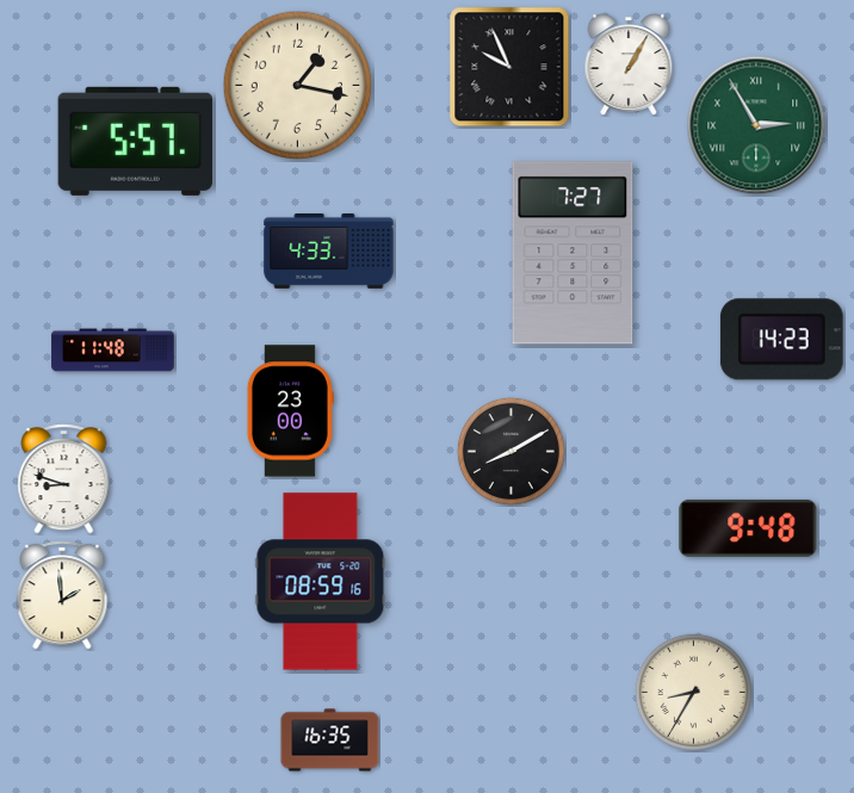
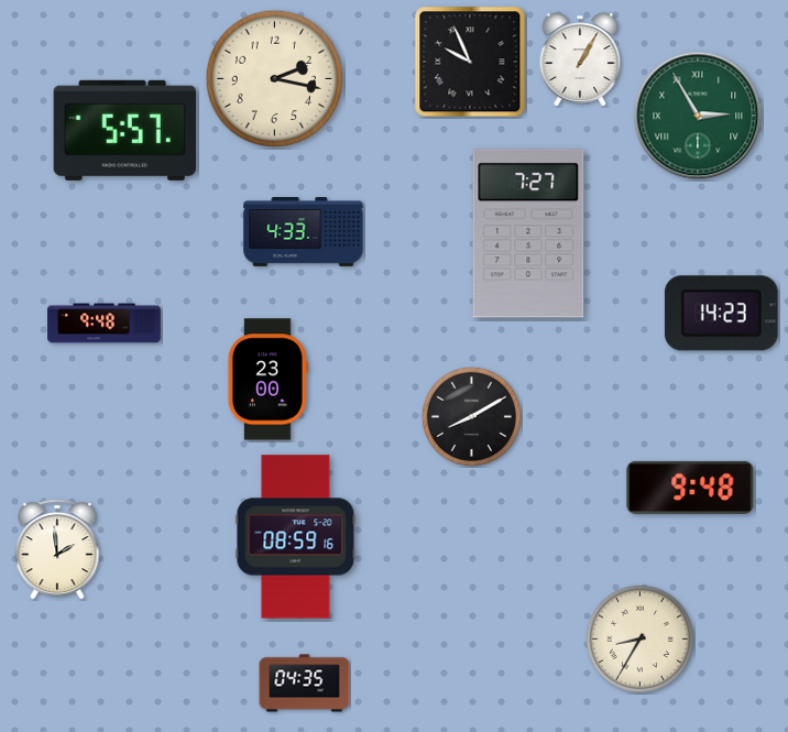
clock at (298, 86): 1:17 -> 2:17
clock at (113, 351): 11:48 -> 9:48
clock at (64, 479): 8:48 -> none
clock at (330, 741): 16:35 -> 04:35
